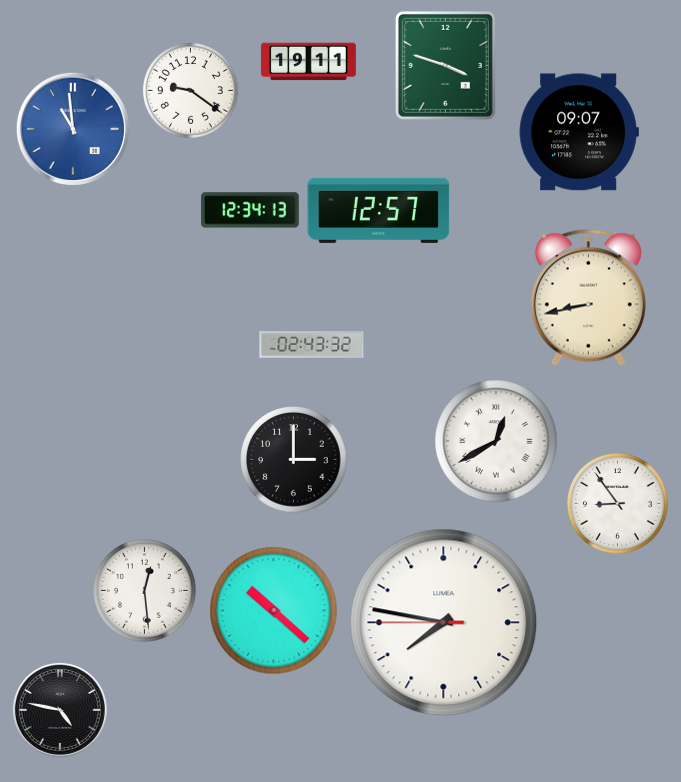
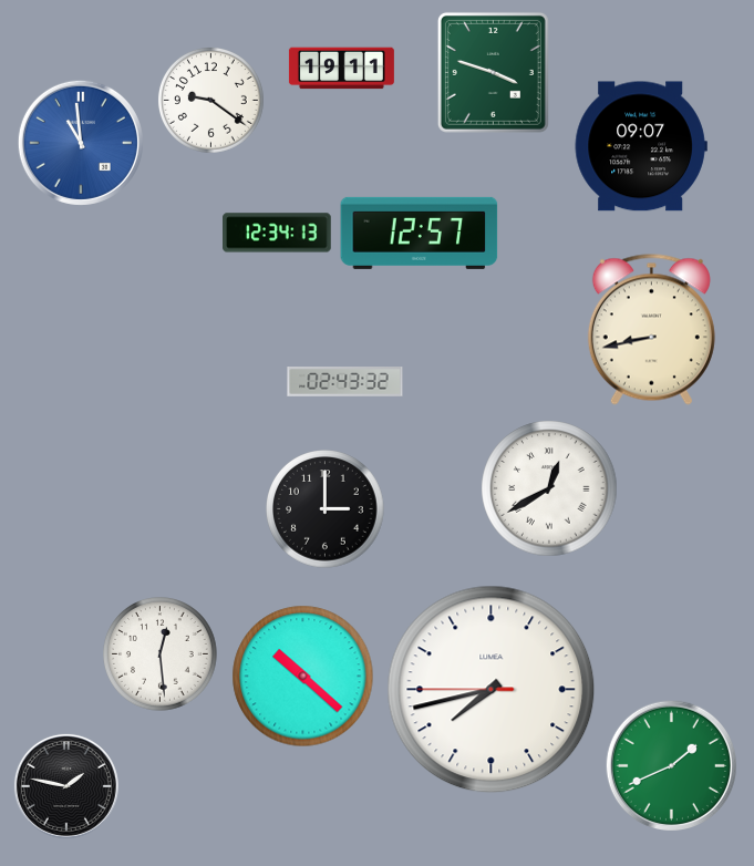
clock at (618, 504): 8:54 -> none
clock at (444, 623): 7:46 -> 7:42
clock at (671, 765): none -> 1:41
clock at (60, 710): 4:47 -> 1:47
